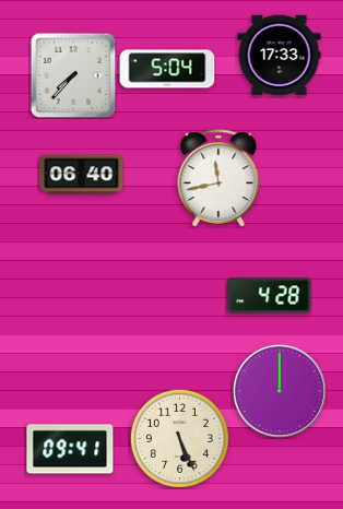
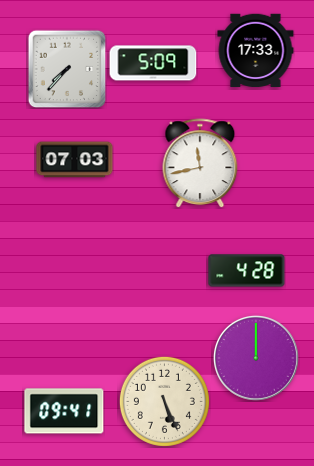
clock at (167, 69): 5:04 -> 5:09
clock at (82, 175): 06:40 -> 07:03
